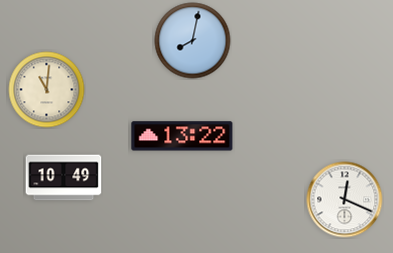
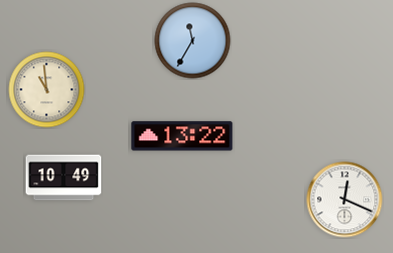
clock at (193, 41): 8:02 -> 11:35
clock at (47, 90): 11:01 -> 10:59
